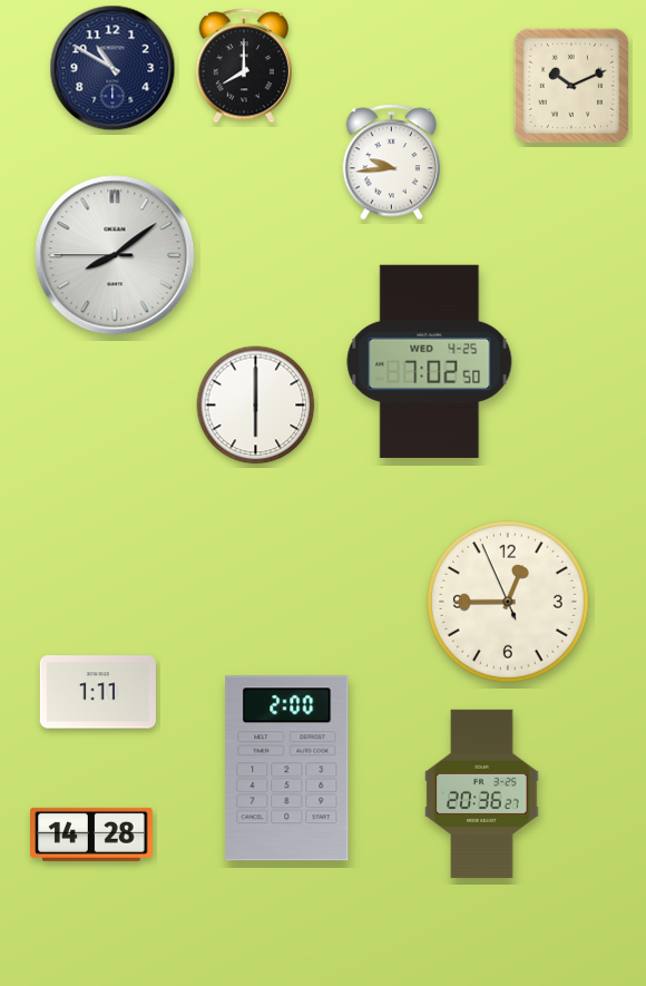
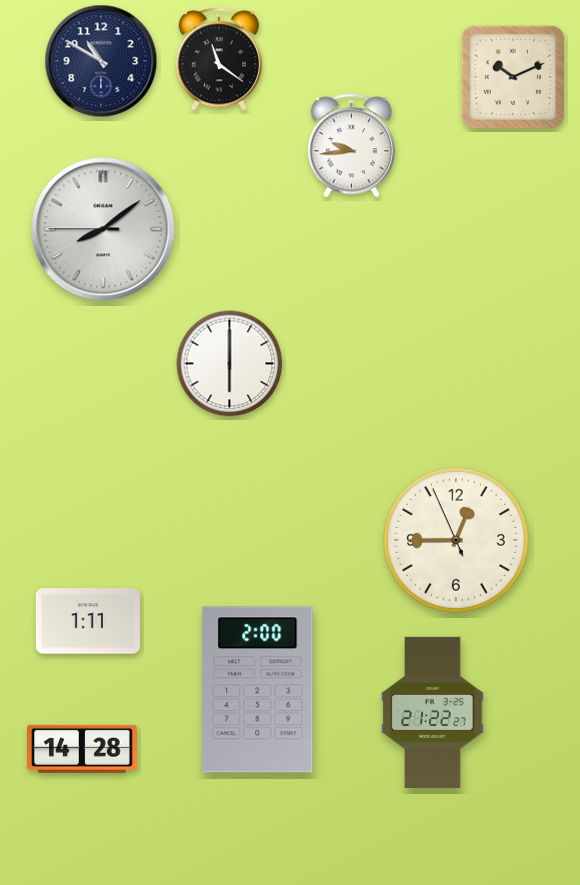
clock at (244, 66): 8:00 -> 11:21
clock at (430, 361): 7:02 -> none
clock at (482, 793): 20:36 -> 21:22
